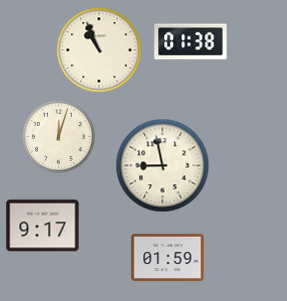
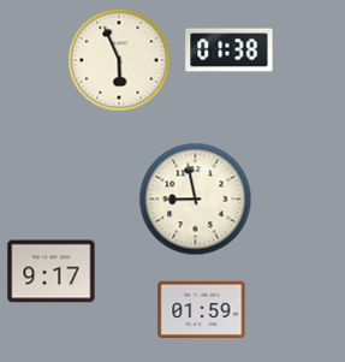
clock at (99, 50): 10:56 -> 5:56
clock at (58, 136): 12:03 -> none
